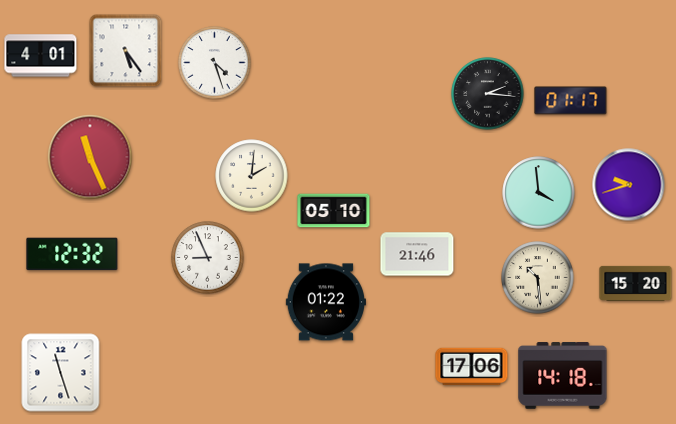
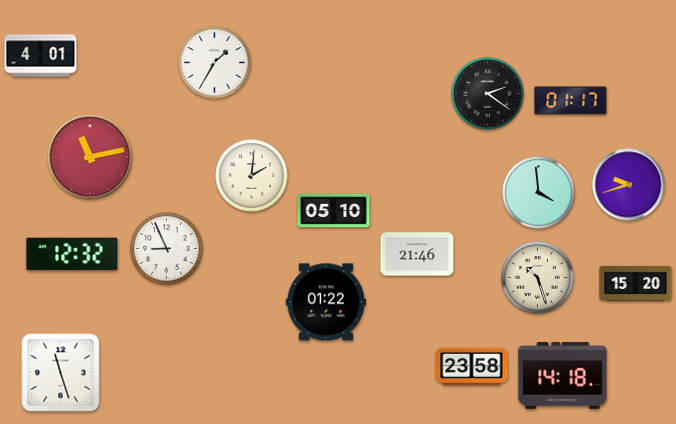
clock at (126, 51): 5:24 -> none
clock at (215, 63): 4:27 -> 1:35
clock at (488, 94): 2:16 -> 2:21
clock at (90, 157): 11:26 -> 11:13
clock at (208, 258) position: (208, 258) -> (167, 249)
clock at (538, 278): 10:29 -> 10:27
clock at (472, 367): 17:06 -> 23:58
